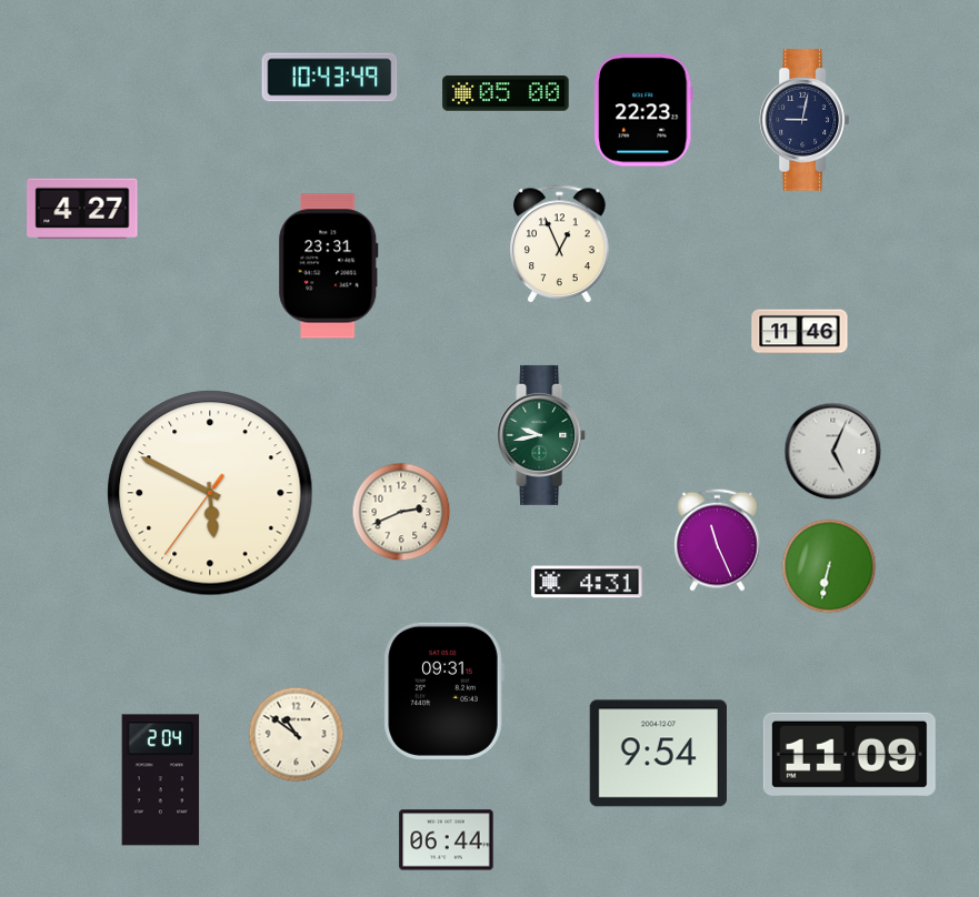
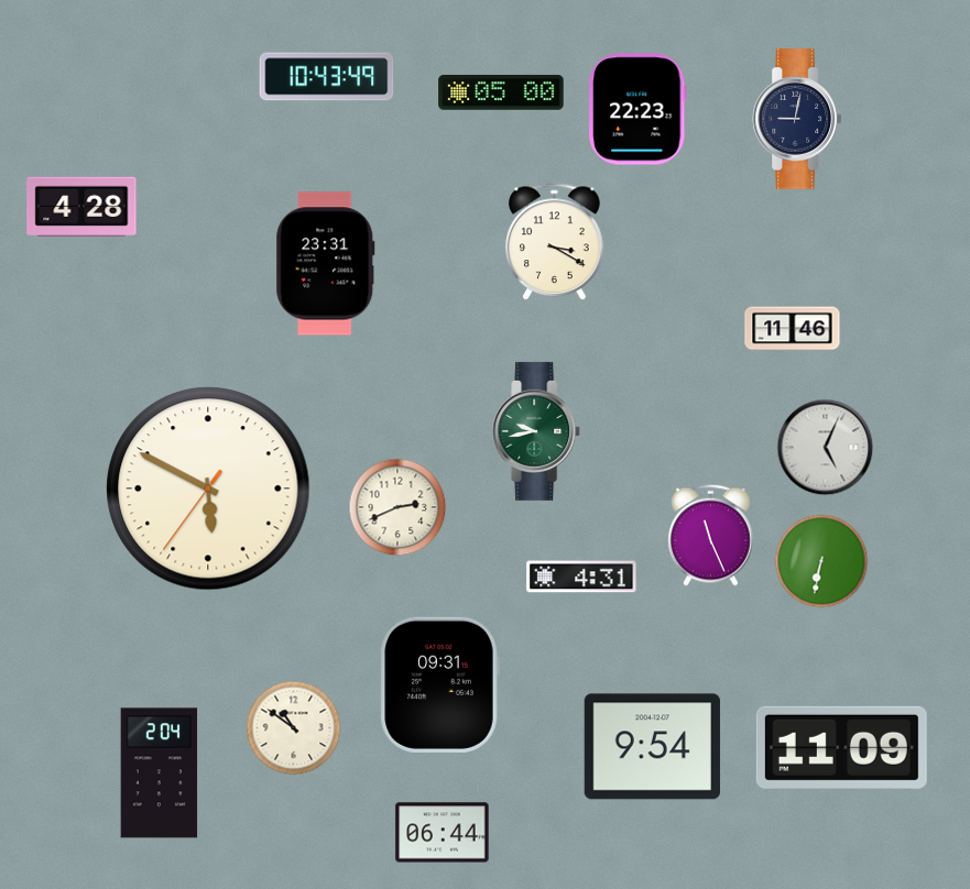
clock at (82, 209): 4:27 -> 4:28
clock at (560, 244): 12:56 -> 3:20
